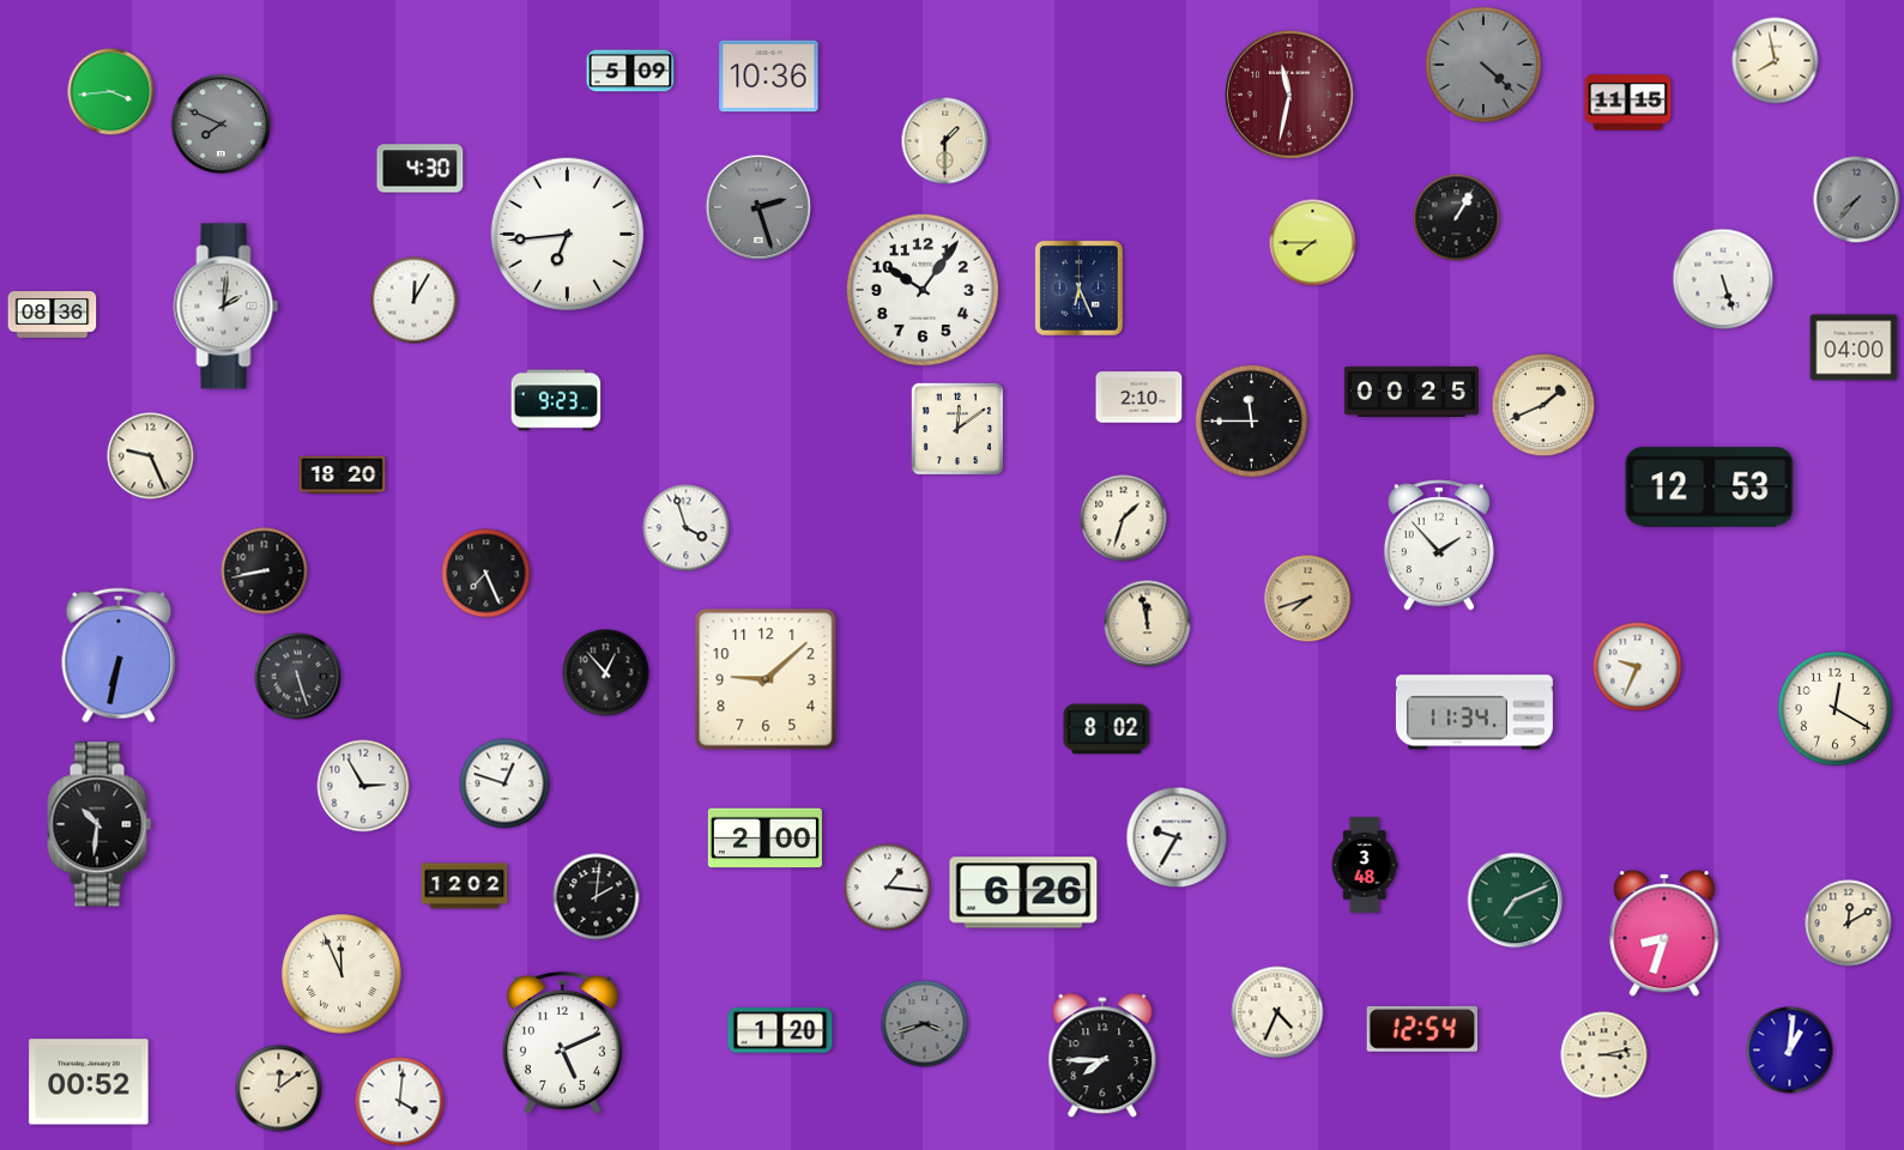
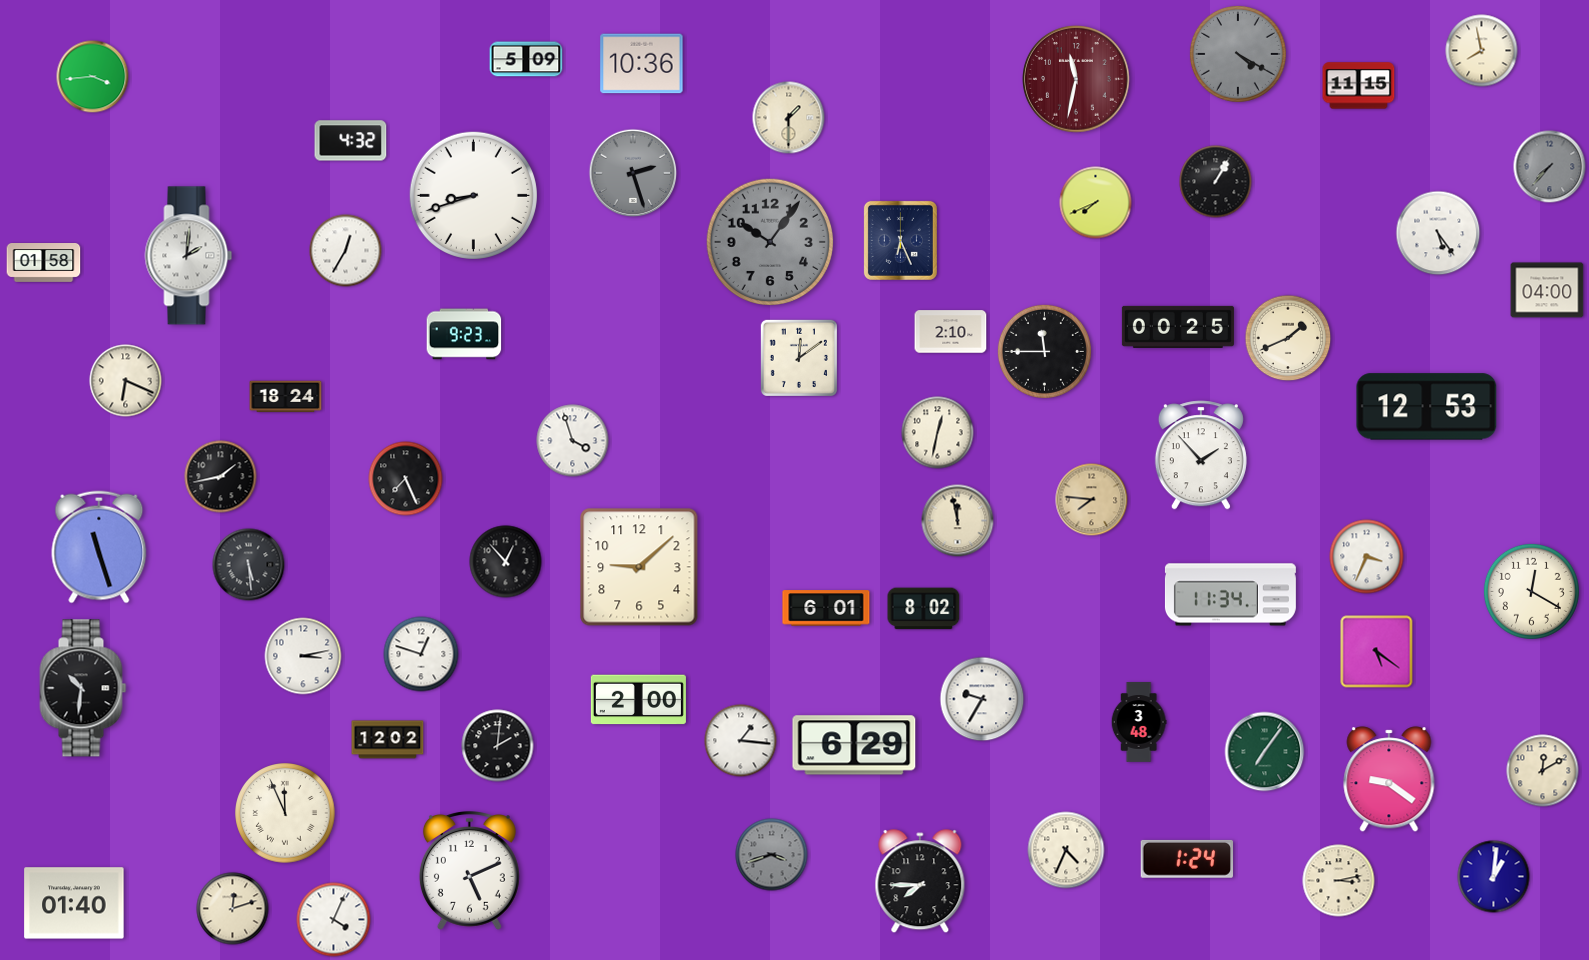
clock at (1483, 65): 4:22 -> 4:20
clock at (222, 125): 7:49 -> none
clock at (421, 169): 4:30 -> 4:32
clock at (567, 234): 6:44 -> 8:42
clock at (1313, 243): 7:45 -> 7:41
clock at (1723, 279): 5:27 -> 5:24
clock at (921, 289) dial: white -> grey
clock at (415, 301): 12:05 -> 12:35
clock at (53, 315): 08:36 -> 01:58
clock at (151, 456): 9:26 -> 6:19
clock at (343, 476): 18:20 -> 18:24
clock at (1124, 519): 1:33 -> 12:32
clock at (265, 571): 8:43 -> 1:43
clock at (1308, 599): 7:42 -> 7:46
clock at (119, 655): 6:32 -> 11:27
clock at (1638, 667): 9:34 -> 3:34
clock at (298, 677): 5:27 -> 5:29
clock at (826, 608): none -> 6:01
clock at (1377, 652): none -> 5:21
clock at (363, 786): 2:55 -> 3:13
clock at (1023, 892): 6:26 -> 6:29
clock at (597, 897) position: (597, 897) -> (498, 746)
clock at (1516, 901): 7:11 -> 7:06
clock at (1664, 933): 8:33 -> 9:21
clock at (1277, 1012) position: (1277, 1012) -> (1066, 850)
clock at (1422, 1029): 12:54 -> 1:24
clock at (780, 1030): 1:20 -> none
clock at (89, 1082): 00:52 -> 01:40
clock at (279, 1089): 12:09 -> 12:12
clock at (400, 1102): 4:01 -> 4:04
